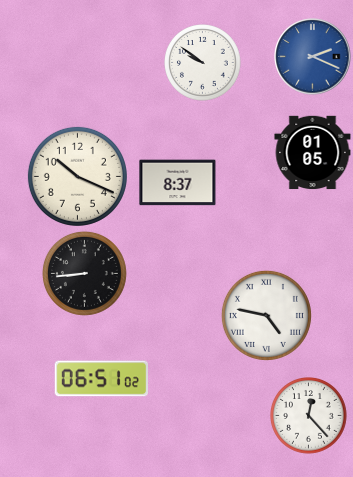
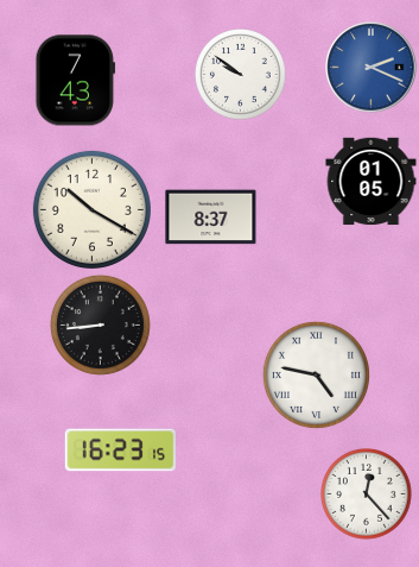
clock at (76, 81): none -> 7:43
clock at (77, 176): 10:19 -> 10:20
clock at (101, 379): 06:51 -> 16:23
